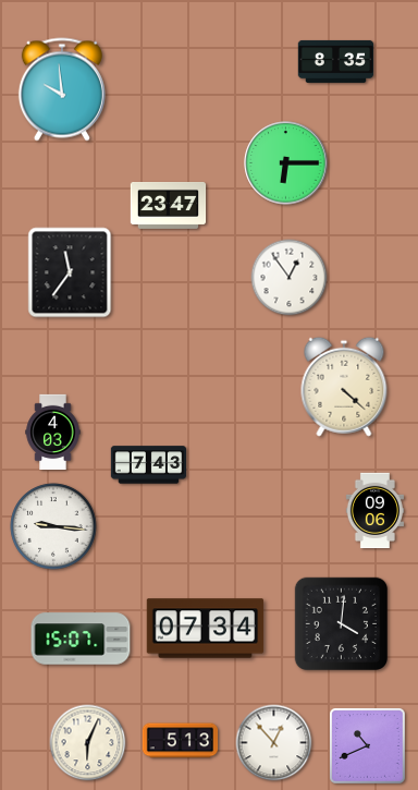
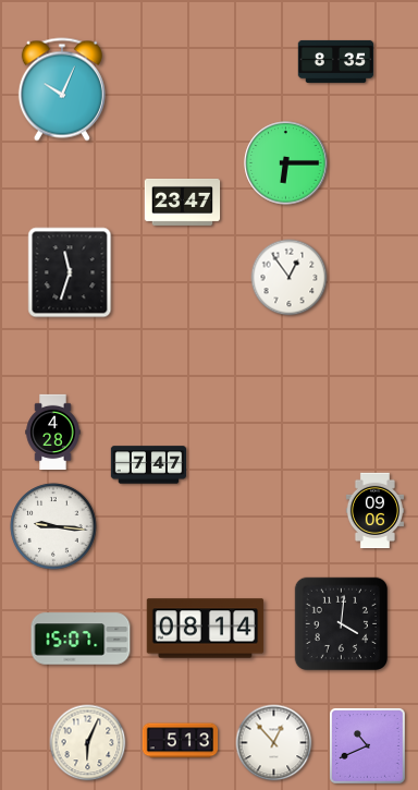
clock at (62, 89): 9:59 -> 10:04
clock at (169, 205) position: (169, 205) -> (183, 202)
clock at (70, 272): 11:36 -> 11:33
clock at (344, 387): 4:22 -> none
clock at (53, 433): 4:03 -> 4:28
clock at (149, 465): 7:43 -> 7:47
clock at (206, 629): 07:34 -> 08:14
